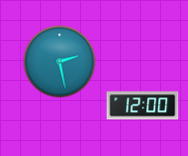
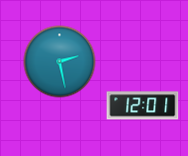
clock at (143, 106): 12:00 -> 12:01
